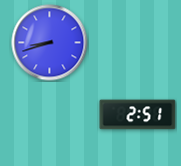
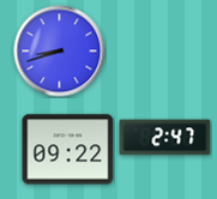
clock at (138, 115): 2:51 -> 2:47
clock at (68, 150): none -> 09:22
